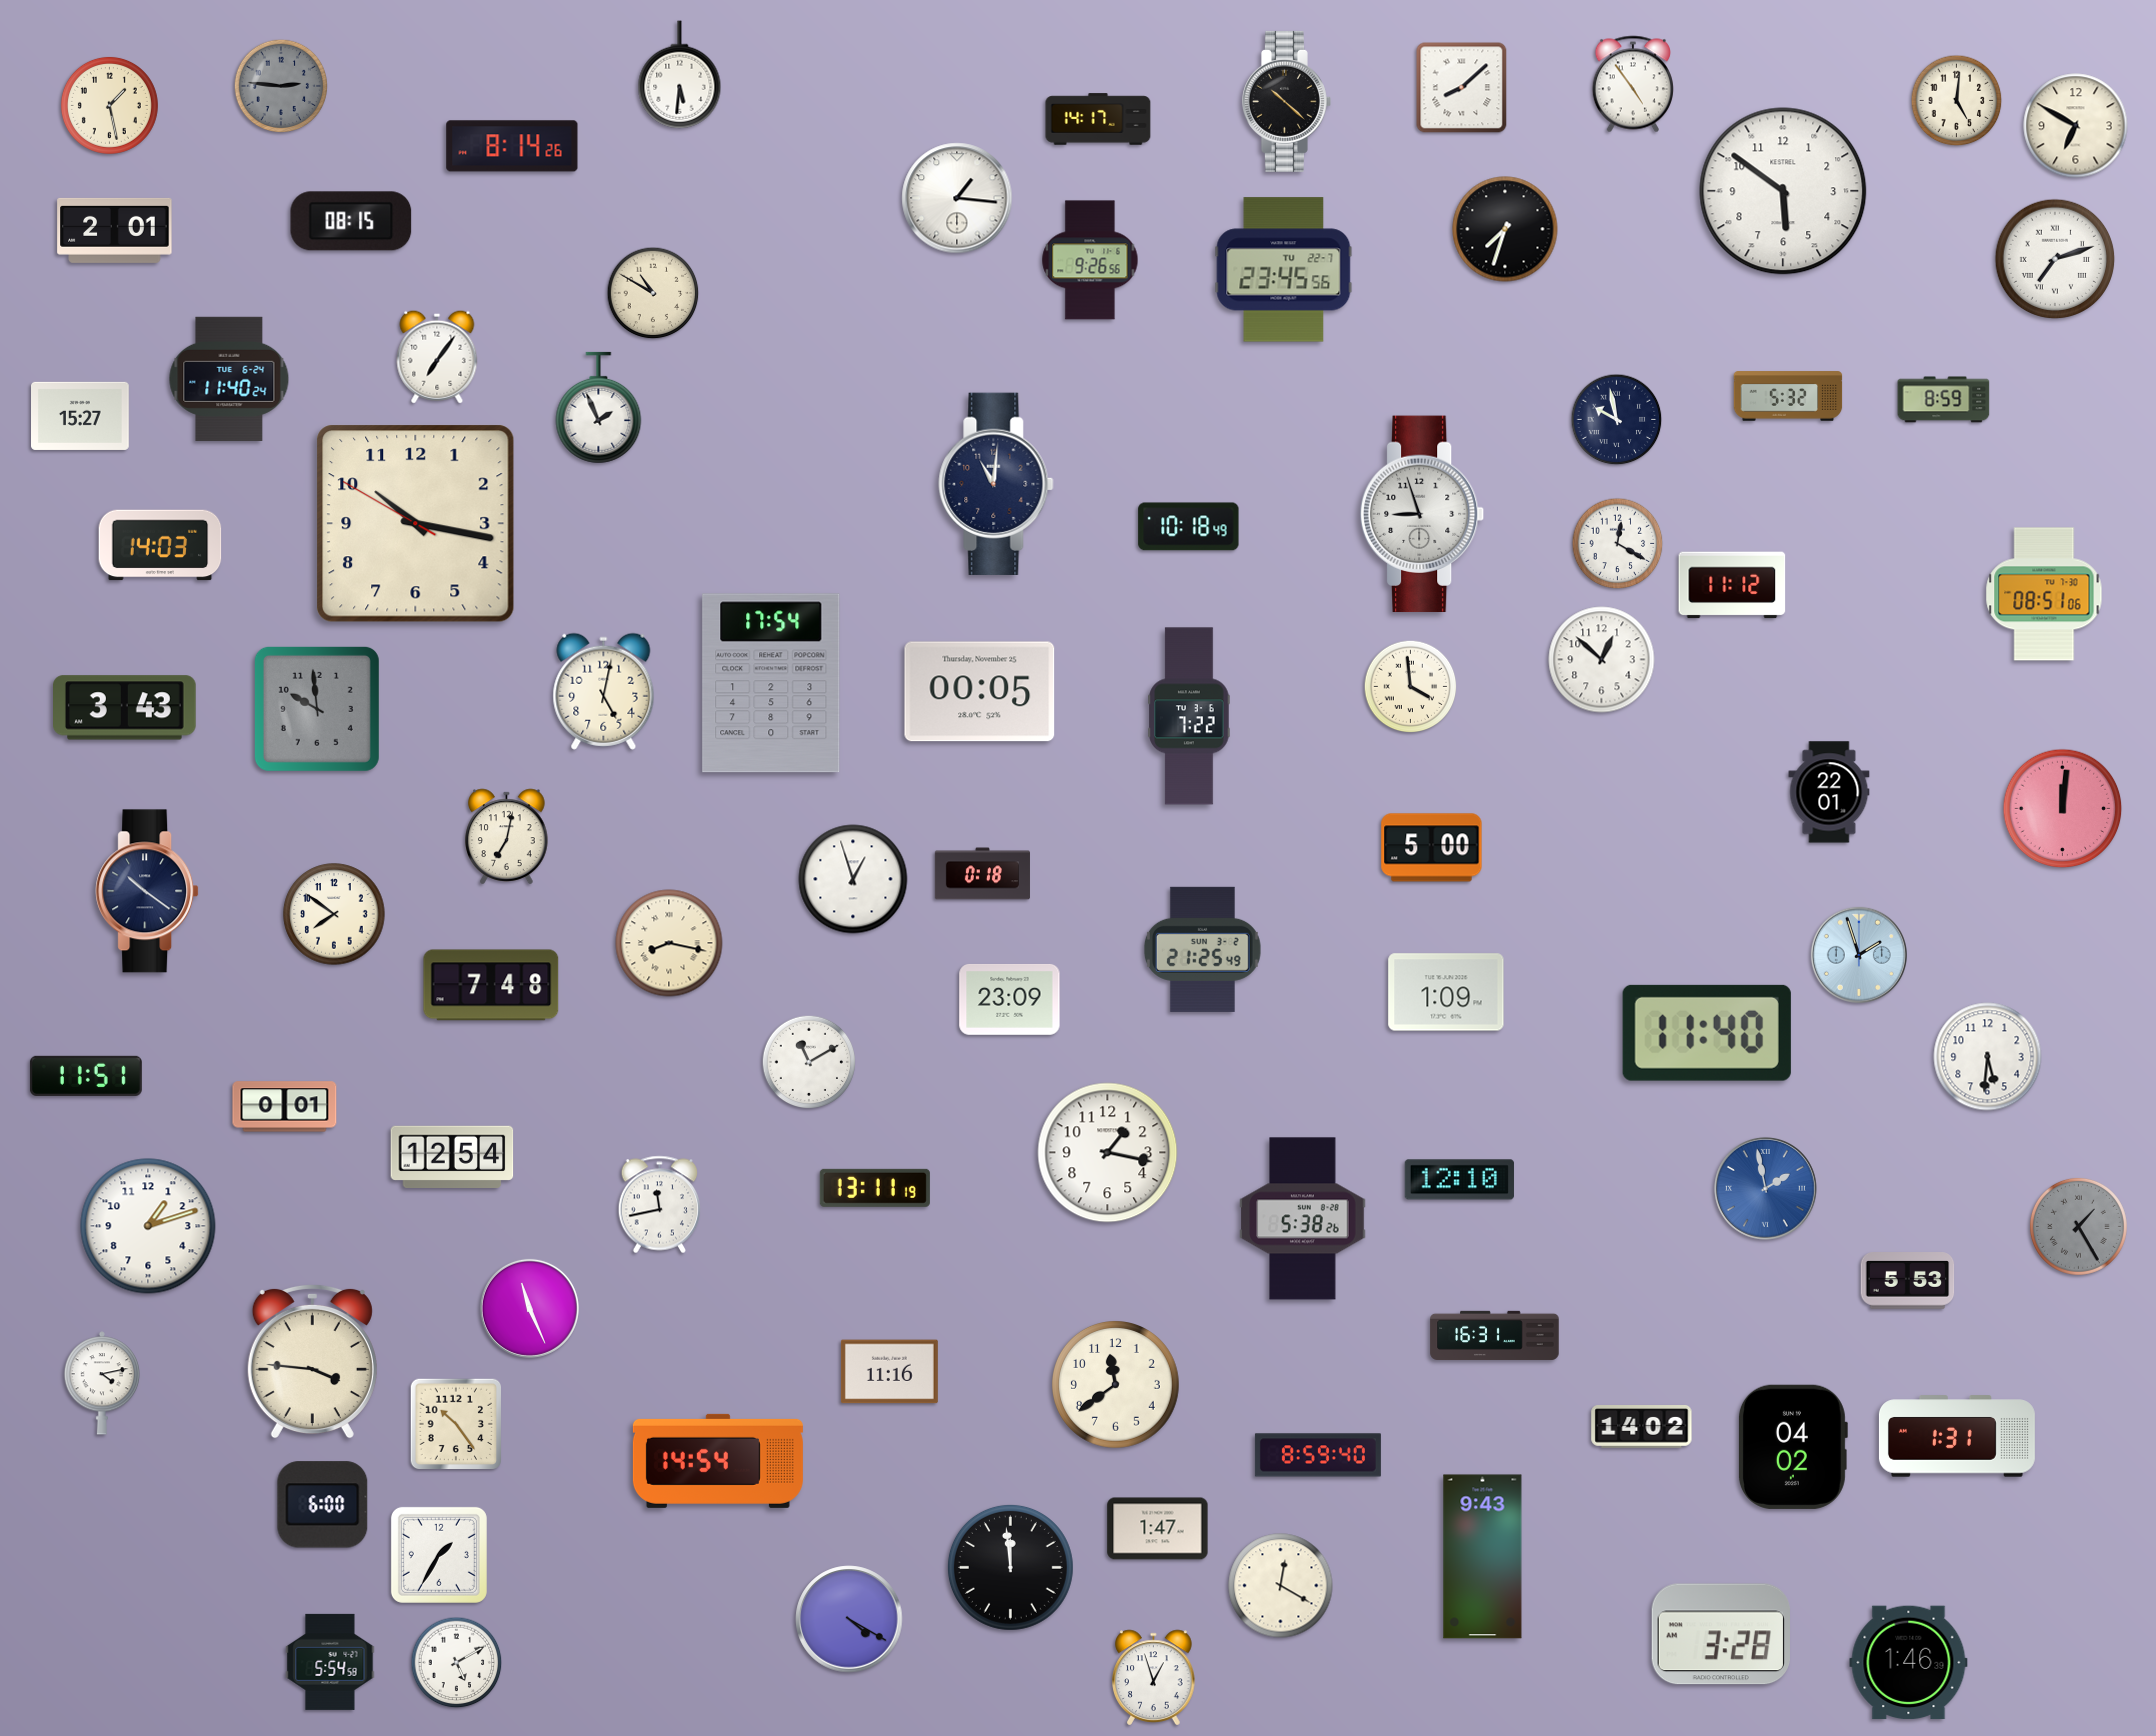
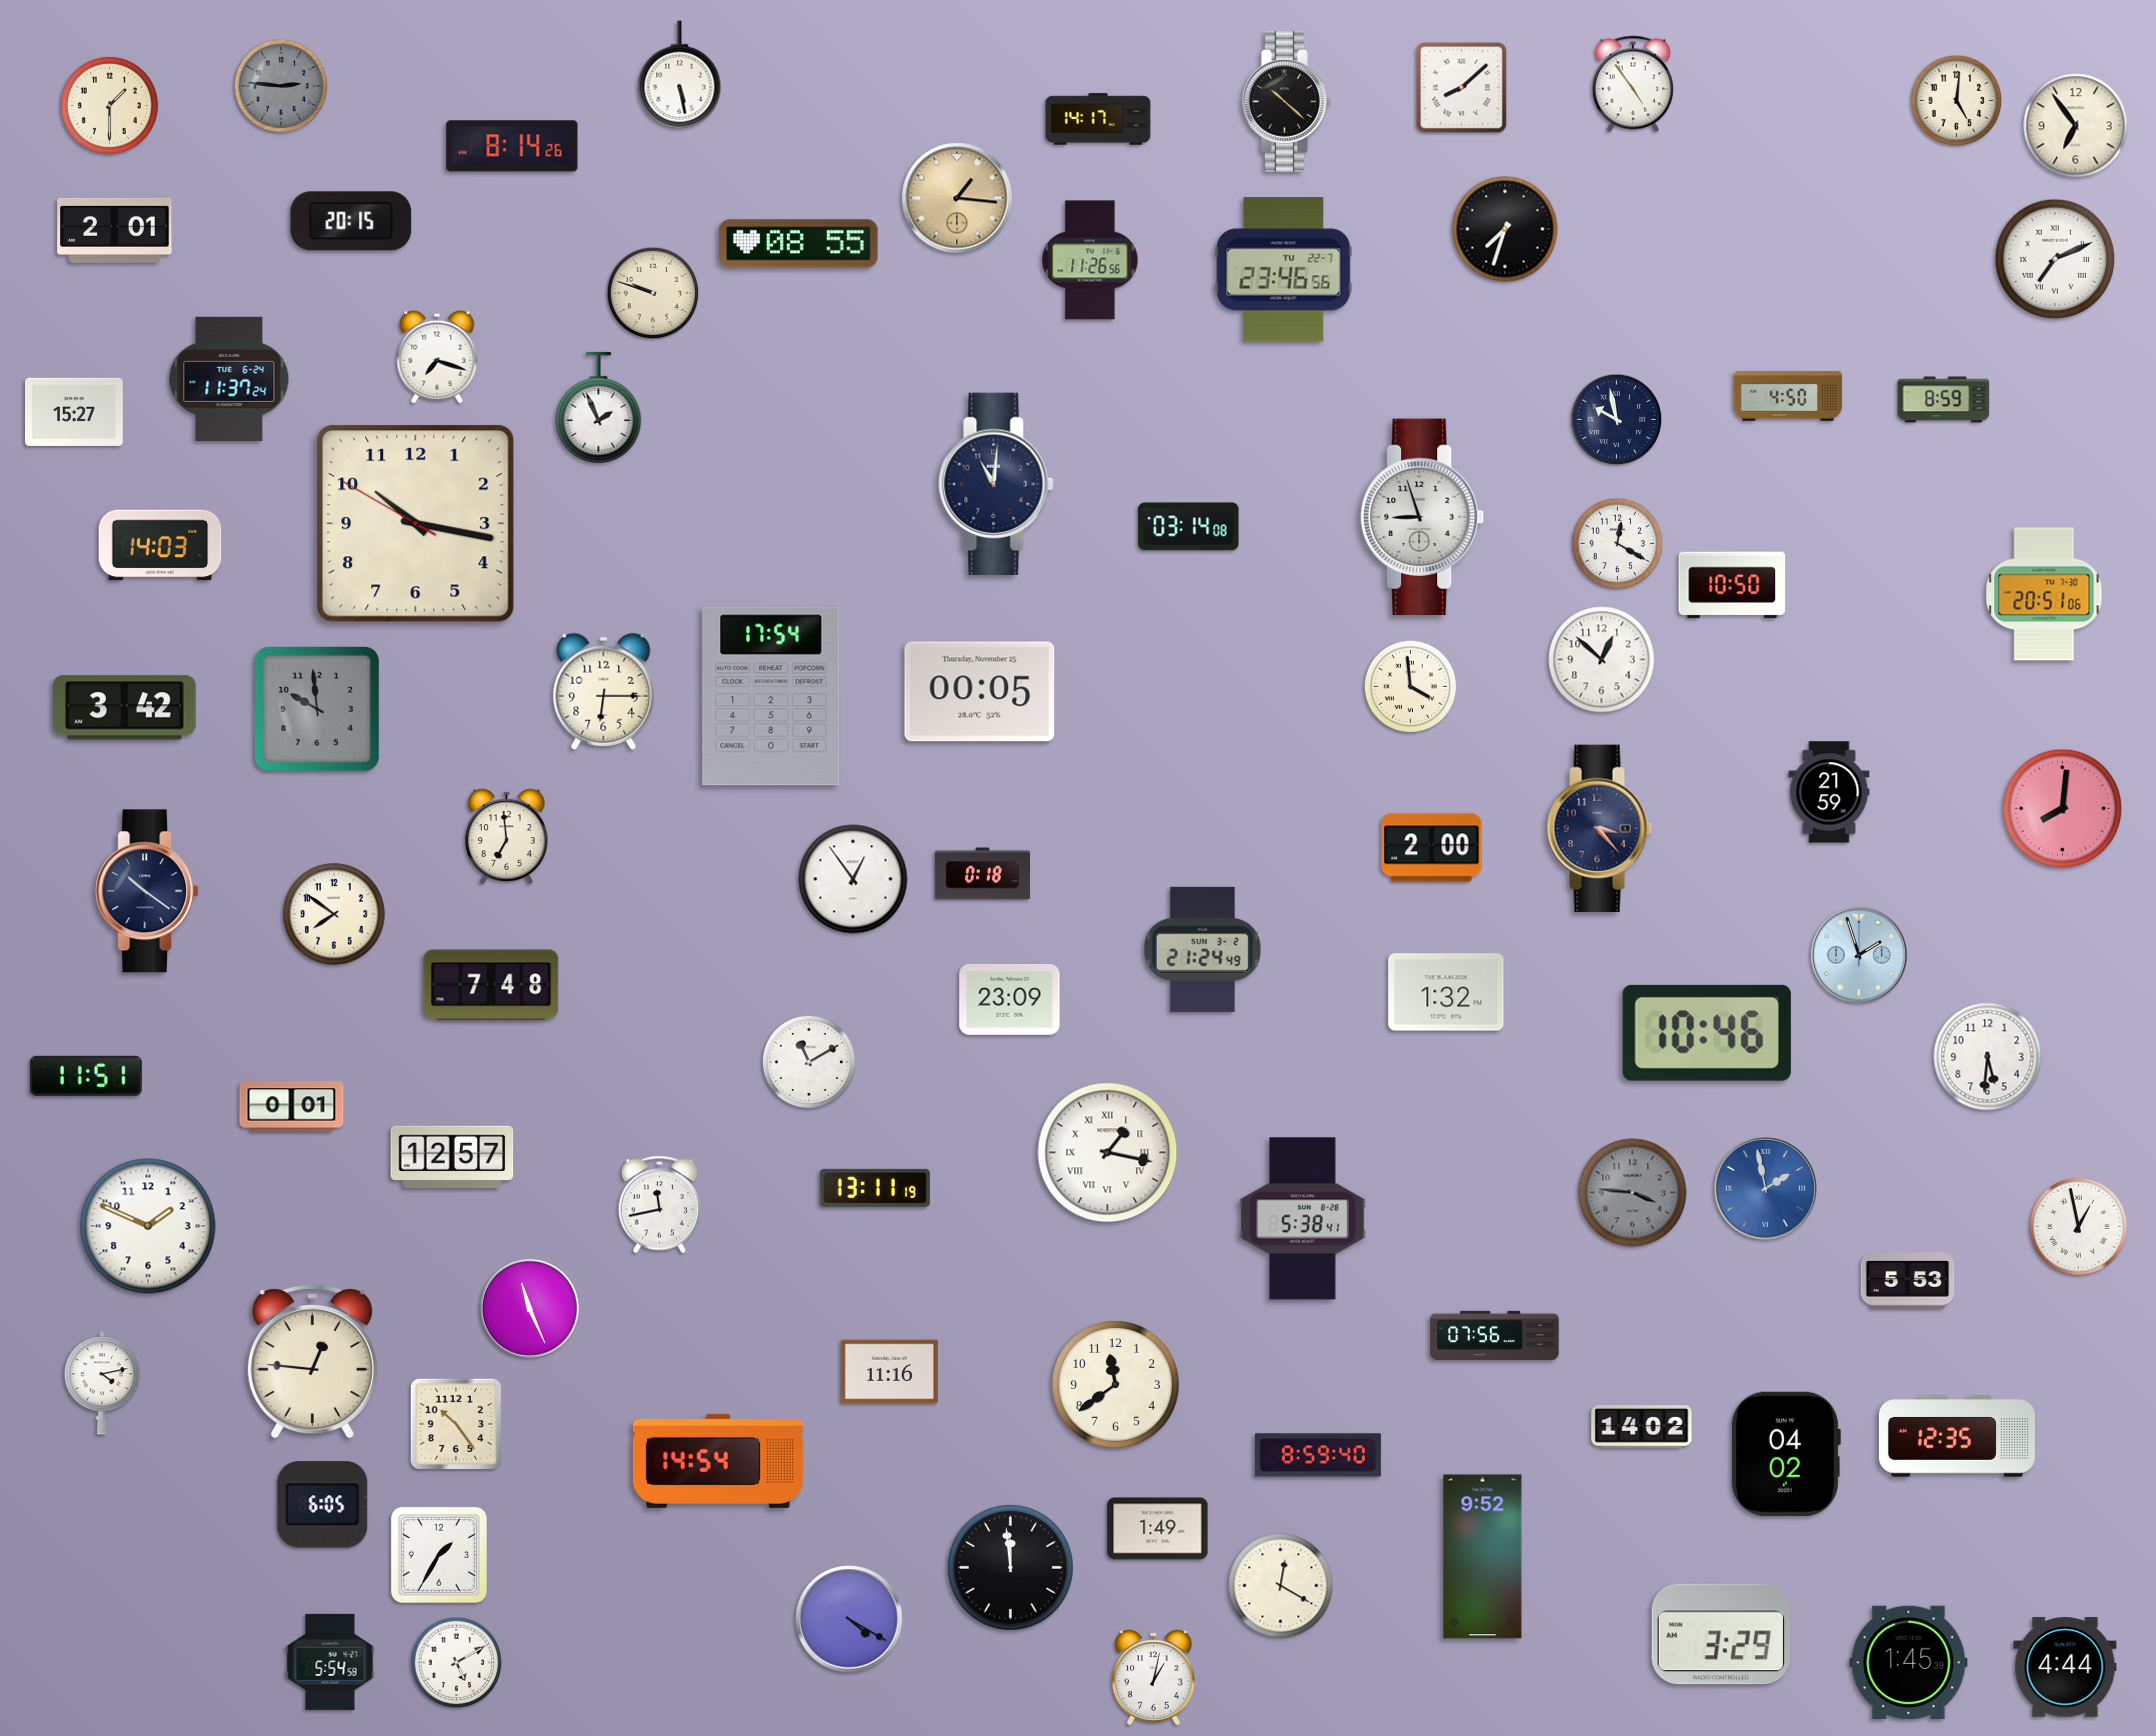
clock at (680, 75): 5:31 -> 5:28
clock at (109, 105): 1:28 -> 1:30
clock at (2076, 126): 6:50 -> 6:54
clock at (1783, 191): 5:51 -> none
clock at (957, 198) dial: white -> champagne
clock at (351, 221): 08:15 -> 20:15
clock at (799, 244): none -> 08:55
clock at (2055, 259): 7:12 -> 7:11
clock at (1090, 260): 9:26 -> 11:26
clock at (1284, 270): 23:45 -> 23:46
clock at (653, 293): 10:50 -> 9:48
clock at (437, 357): 7:06 -> 7:18
clock at (229, 379): 11:40 -> 11:37
clock at (1788, 396): 5:32 -> 4:50
clock at (81, 416) position: (81, 416) -> (75, 412)
clock at (1423, 514) position: (1423, 514) -> (1423, 517)
clock at (1189, 527): 10:18 -> 03:14
clock at (1732, 585): 11:12 -> 10:50
clock at (2044, 594): 08:51 -> 20:51
clock at (771, 683) position: (771, 683) -> (771, 696)
clock at (604, 691): 5:02 -> 6:15
clock at (125, 708): 3:43 -> 3:42
clock at (1189, 716): 7:22 -> none
clock at (1829, 792): 22:01 -> 21:59
clock at (2063, 809): 12:01 -> 8:01
clock at (1600, 828): none -> 3:23
clock at (507, 837): 7:02 -> 6:59
clock at (1432, 848): 5:00 -> 2:00
clock at (853, 879): 12:57 -> 12:54
clock at (669, 943): 8:17 -> none
clock at (1202, 949): 21:25 -> 21:24
clock at (1446, 992): 1:09 -> 1:32
clock at (1707, 1033): 11:40 -> 10:46
clock at (285, 1107) position: (285, 1107) -> (292, 1107)
clock at (1108, 1153) numerals: Arabic -> Roman
clock at (452, 1156): 12:54 -> 12:57
clock at (1459, 1180): 12:10 -> none
clock at (1633, 1193): none -> 3:46
clock at (1303, 1219): 5:38:26 -> 5:38:41
clock at (148, 1226): 1:12 -> 1:49
clock at (2078, 1226): 1:25 -> 12:58
clock at (2078, 1226) dial: grey -> white
clock at (1495, 1335): 16:31 -> 07:56
clock at (312, 1361): 3:46 -> 12:46
clock at (1957, 1436): 1:31 -> 12:35
clock at (1792, 1447) position: (1792, 1447) -> (1785, 1454)
clock at (323, 1505): 6:00 -> 6:05
clock at (1158, 1529): 1:47 -> 1:49
clock at (1483, 1557): 9:43 -> 9:52
clock at (1721, 1634): 3:28 -> 3:29
clock at (1909, 1663): 1:46 -> 1:45
clock at (2065, 1667): none -> 4:44
clock at (1154, 1678): 12:57 -> 1:02
